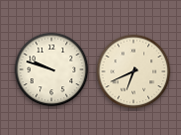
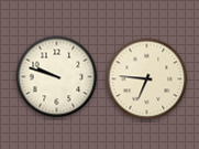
clock at (134, 72): 6:41 -> 6:46
